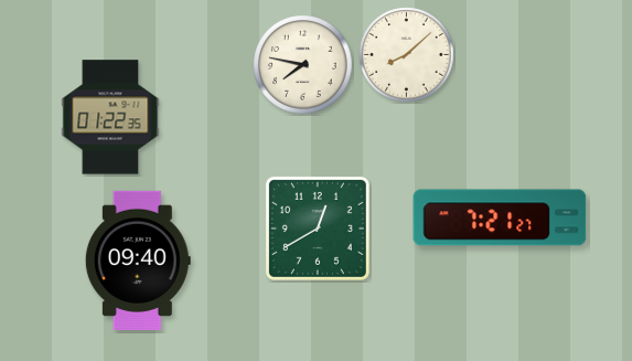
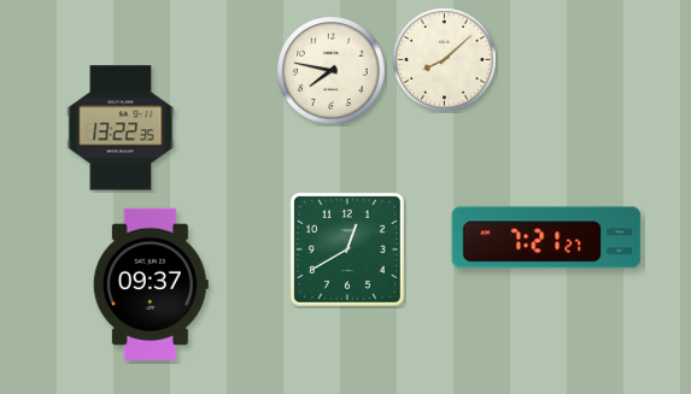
clock at (110, 117): 01:22 -> 13:22
clock at (138, 261): 09:40 -> 09:37
